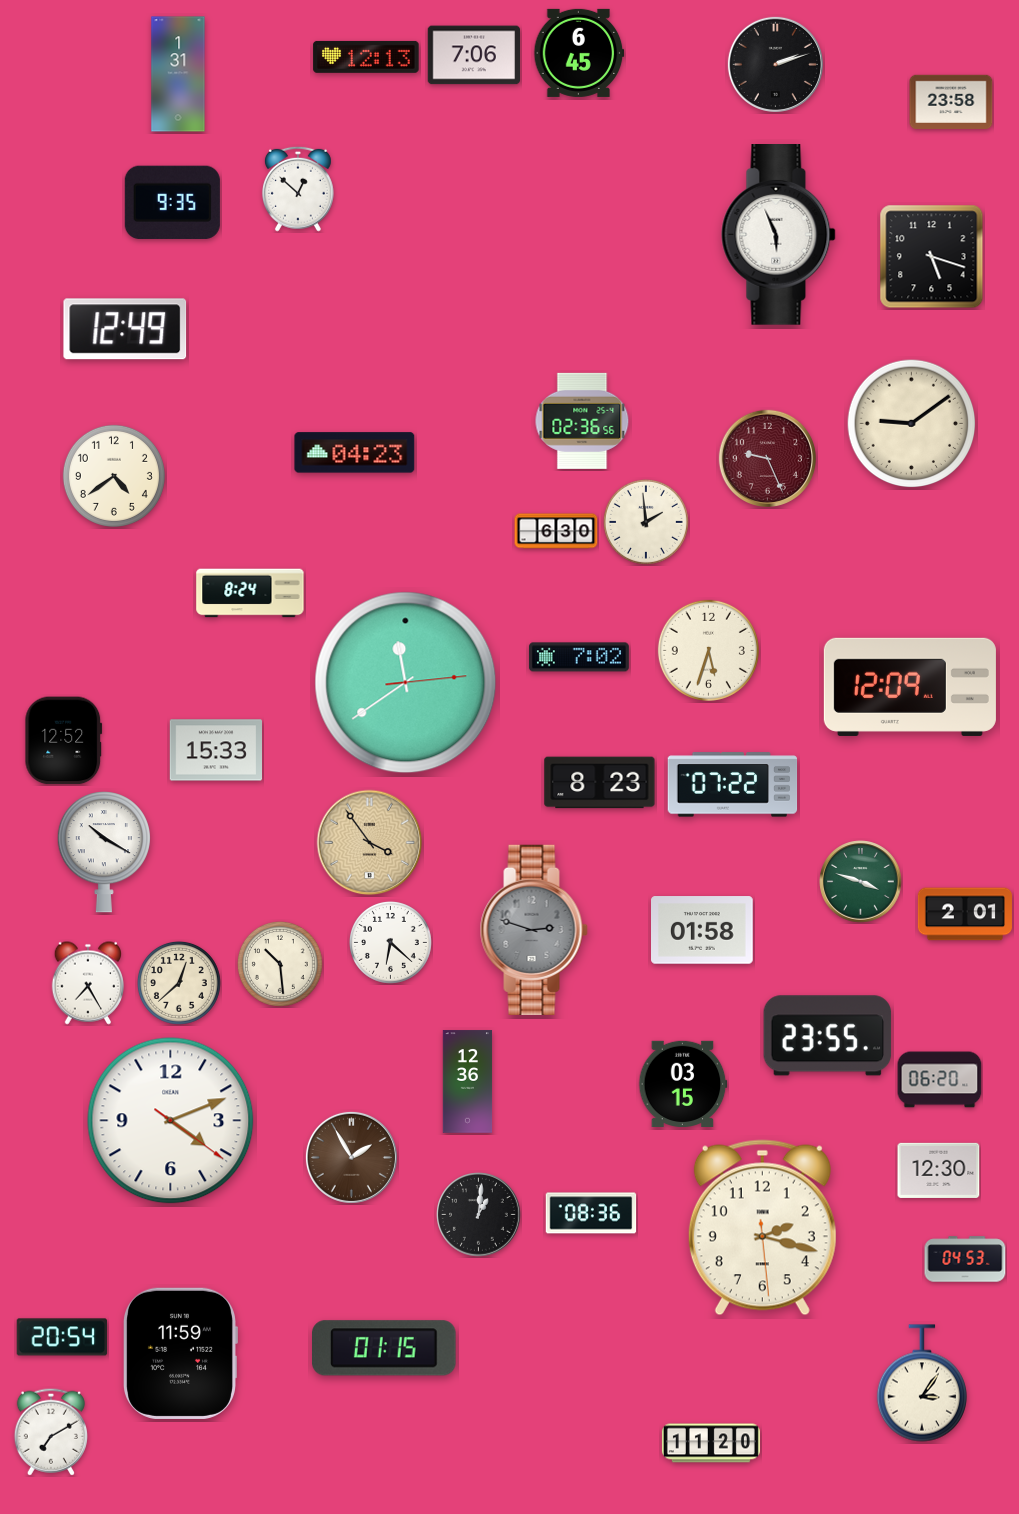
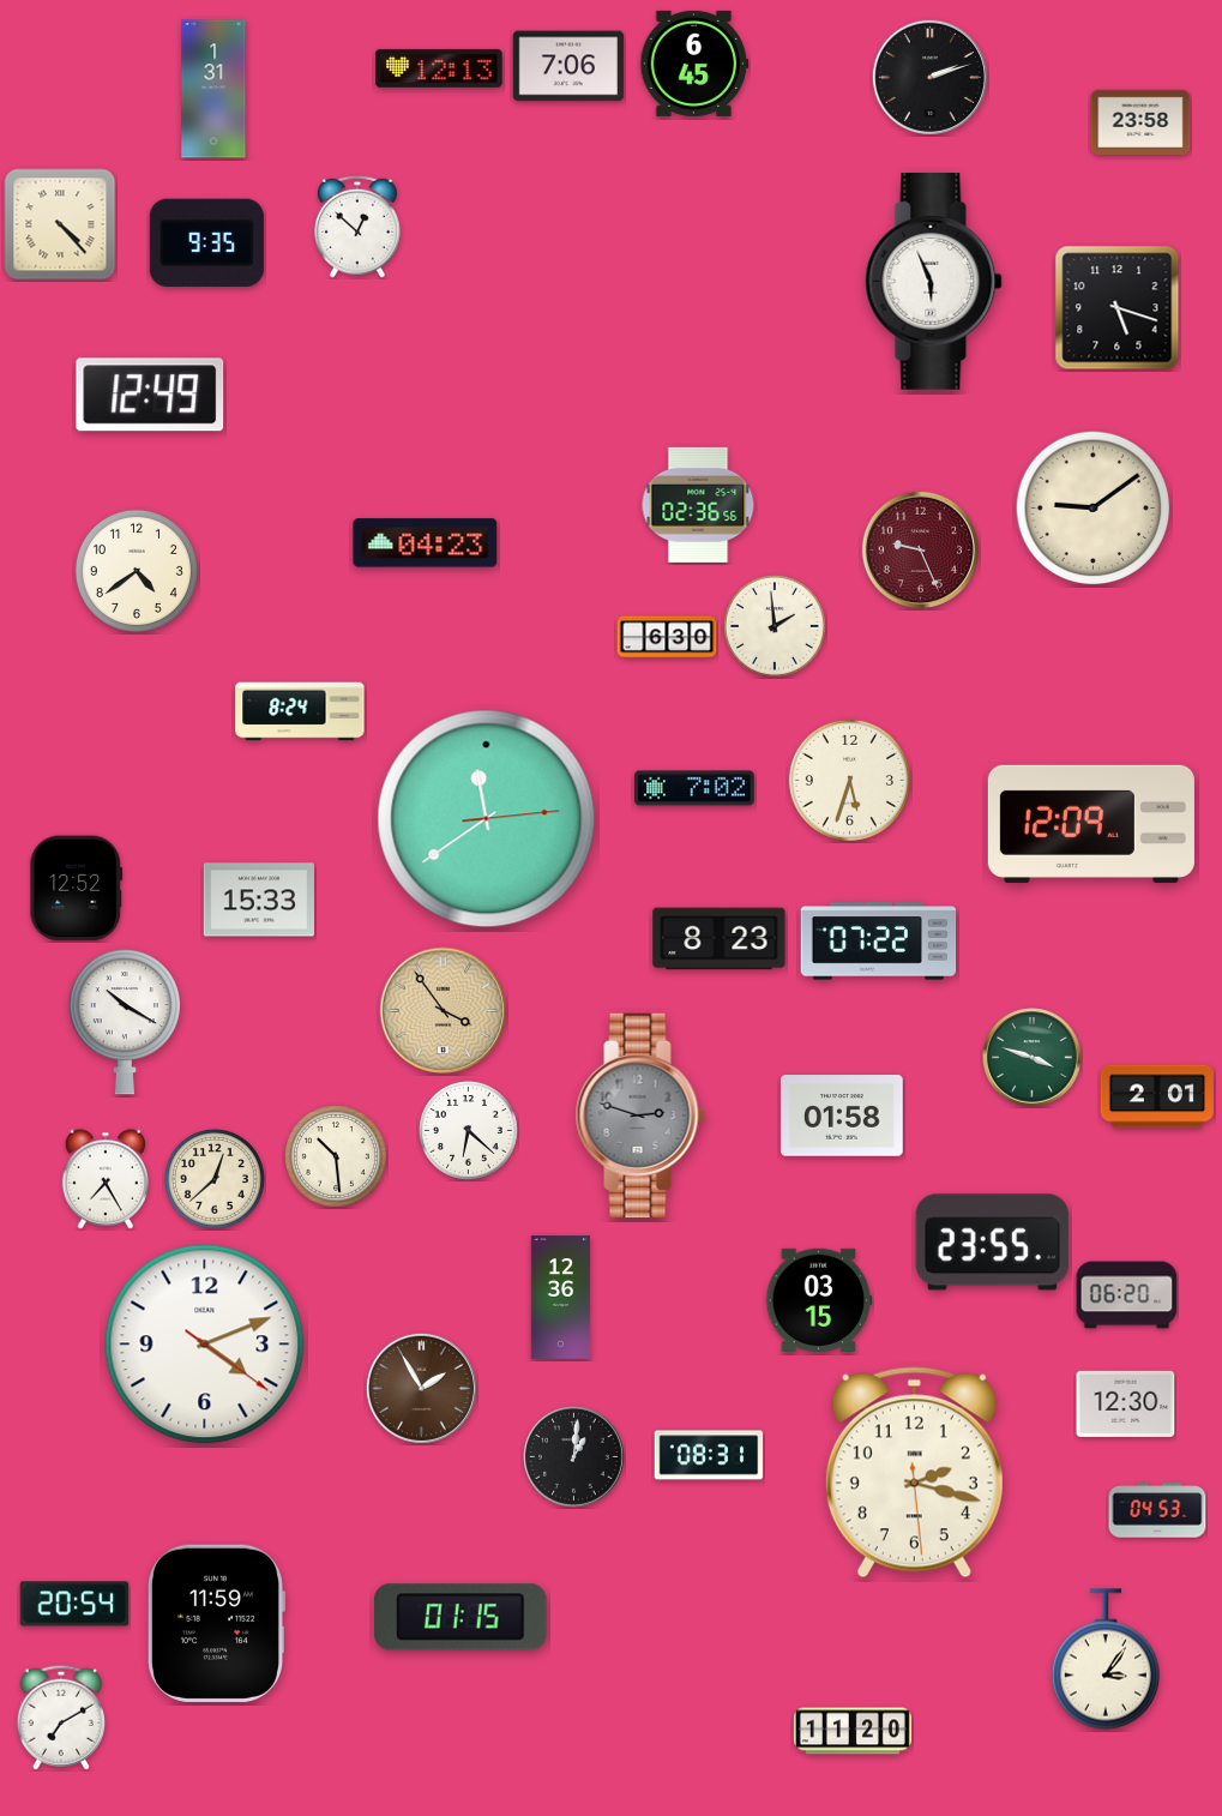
clock at (60, 224): none -> 4:23
clock at (591, 1213): 08:36 -> 08:31
